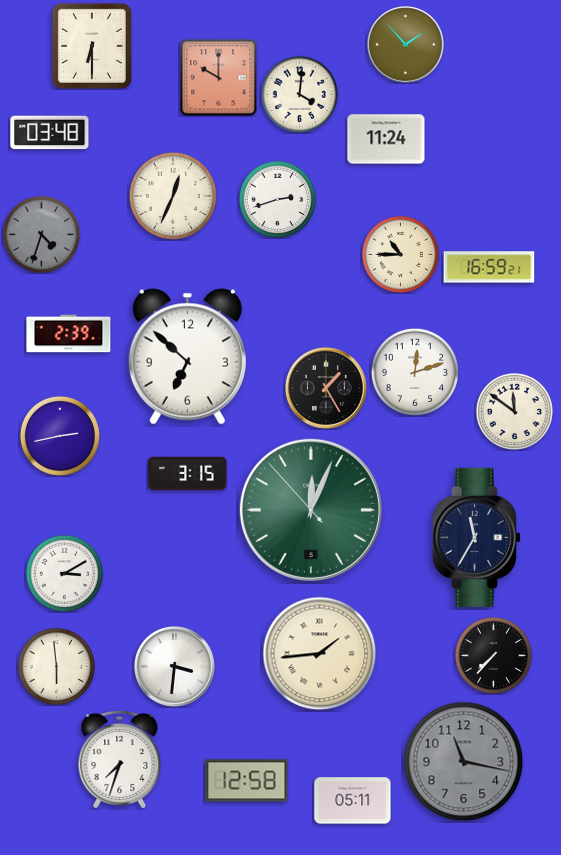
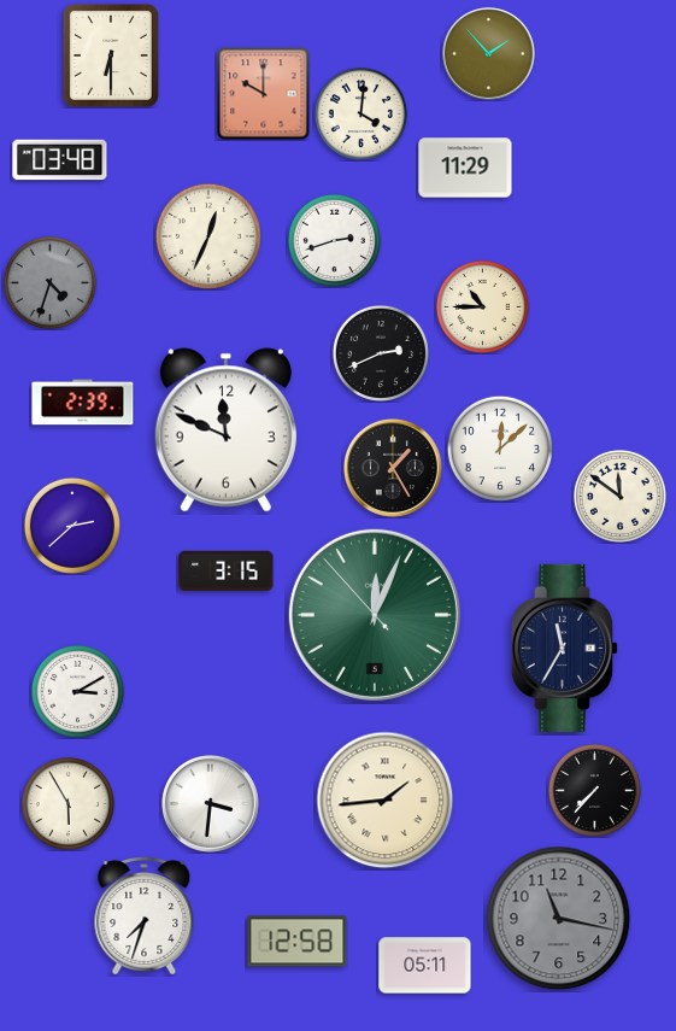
clock at (386, 139): 11:24 -> 11:29
clock at (489, 267): 16:59 -> none
clock at (381, 353): none -> 2:41
clock at (187, 357): 6:52 -> 11:49
clock at (414, 371): 12:12 -> 12:08
clock at (60, 436): 2:43 -> 2:38
clock at (477, 537) position: (477, 537) -> (565, 648)
clock at (320, 654) position: (320, 654) -> (386, 801)
clock at (56, 666): 5:59 -> 5:55
